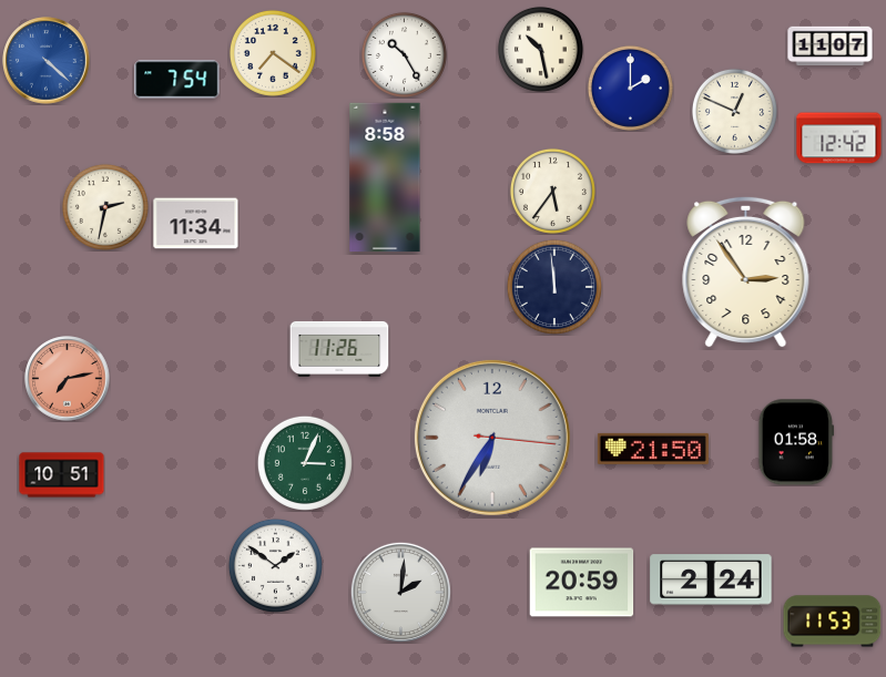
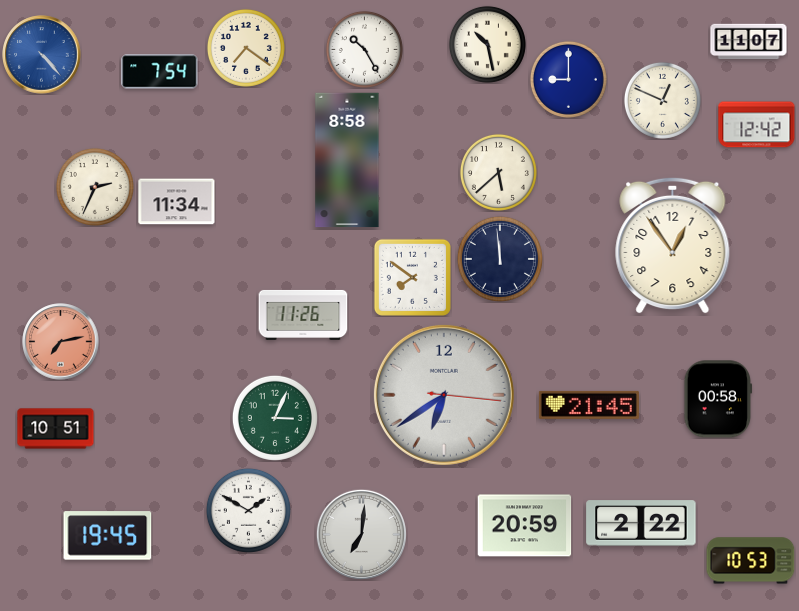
clock at (47, 61): 4:22 -> 4:23
clock at (630, 88): 2:00 -> 9:00
clock at (552, 191): 5:36 -> 5:38
clock at (105, 207): 2:32 -> 2:34
clock at (746, 271): 2:54 -> 12:54
clock at (412, 277): none -> 7:51
clock at (339, 349) position: (339, 349) -> (303, 315)
clock at (492, 438): 6:35 -> 6:39
clock at (796, 442): 01:58 -> 00:58
clock at (653, 449): 21:50 -> 21:45
clock at (275, 565): 1:51 -> 1:50
clock at (711, 579): 2:24 -> 2:22
clock at (400, 592): 2:01 -> 7:01
clock at (108, 536): none -> 19:45
clock at (833, 622): 11:53 -> 10:53
